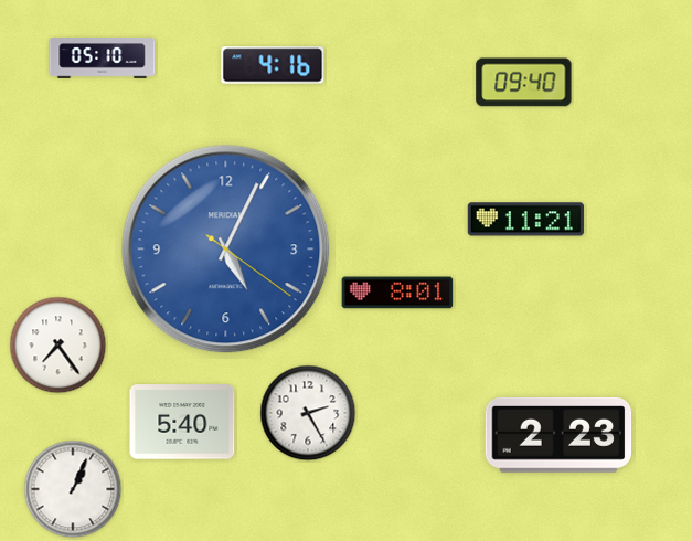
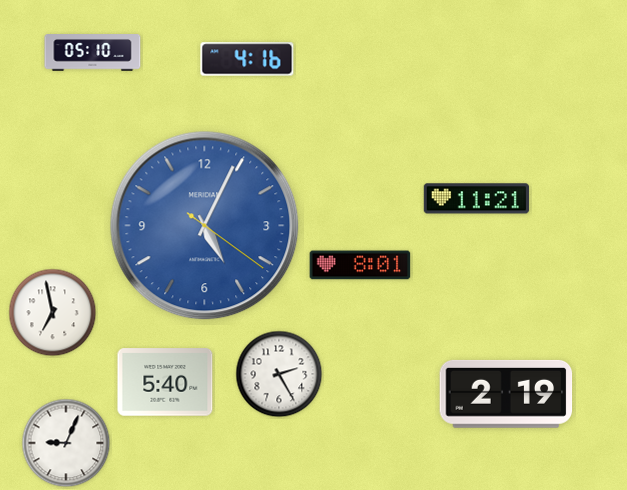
clock at (524, 83): 09:40 -> none
clock at (58, 346): 7:24 -> 6:58
clock at (558, 435): 2:23 -> 2:19
clock at (73, 489): 1:04 -> 9:04
